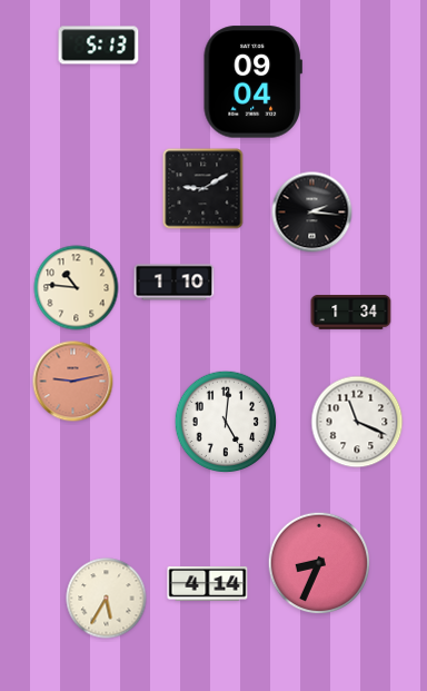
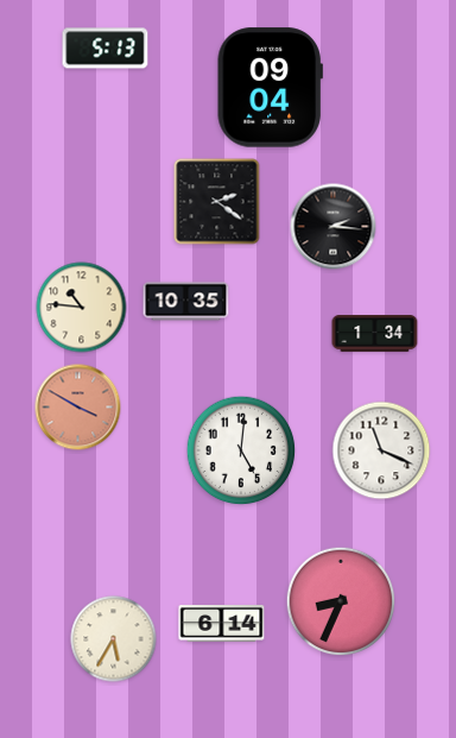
clock at (203, 189): 9:10 -> 2:21
clock at (175, 283): 1:10 -> 10:35
clock at (73, 382): 9:13 -> 3:50
clock at (208, 584): 4:14 -> 6:14
